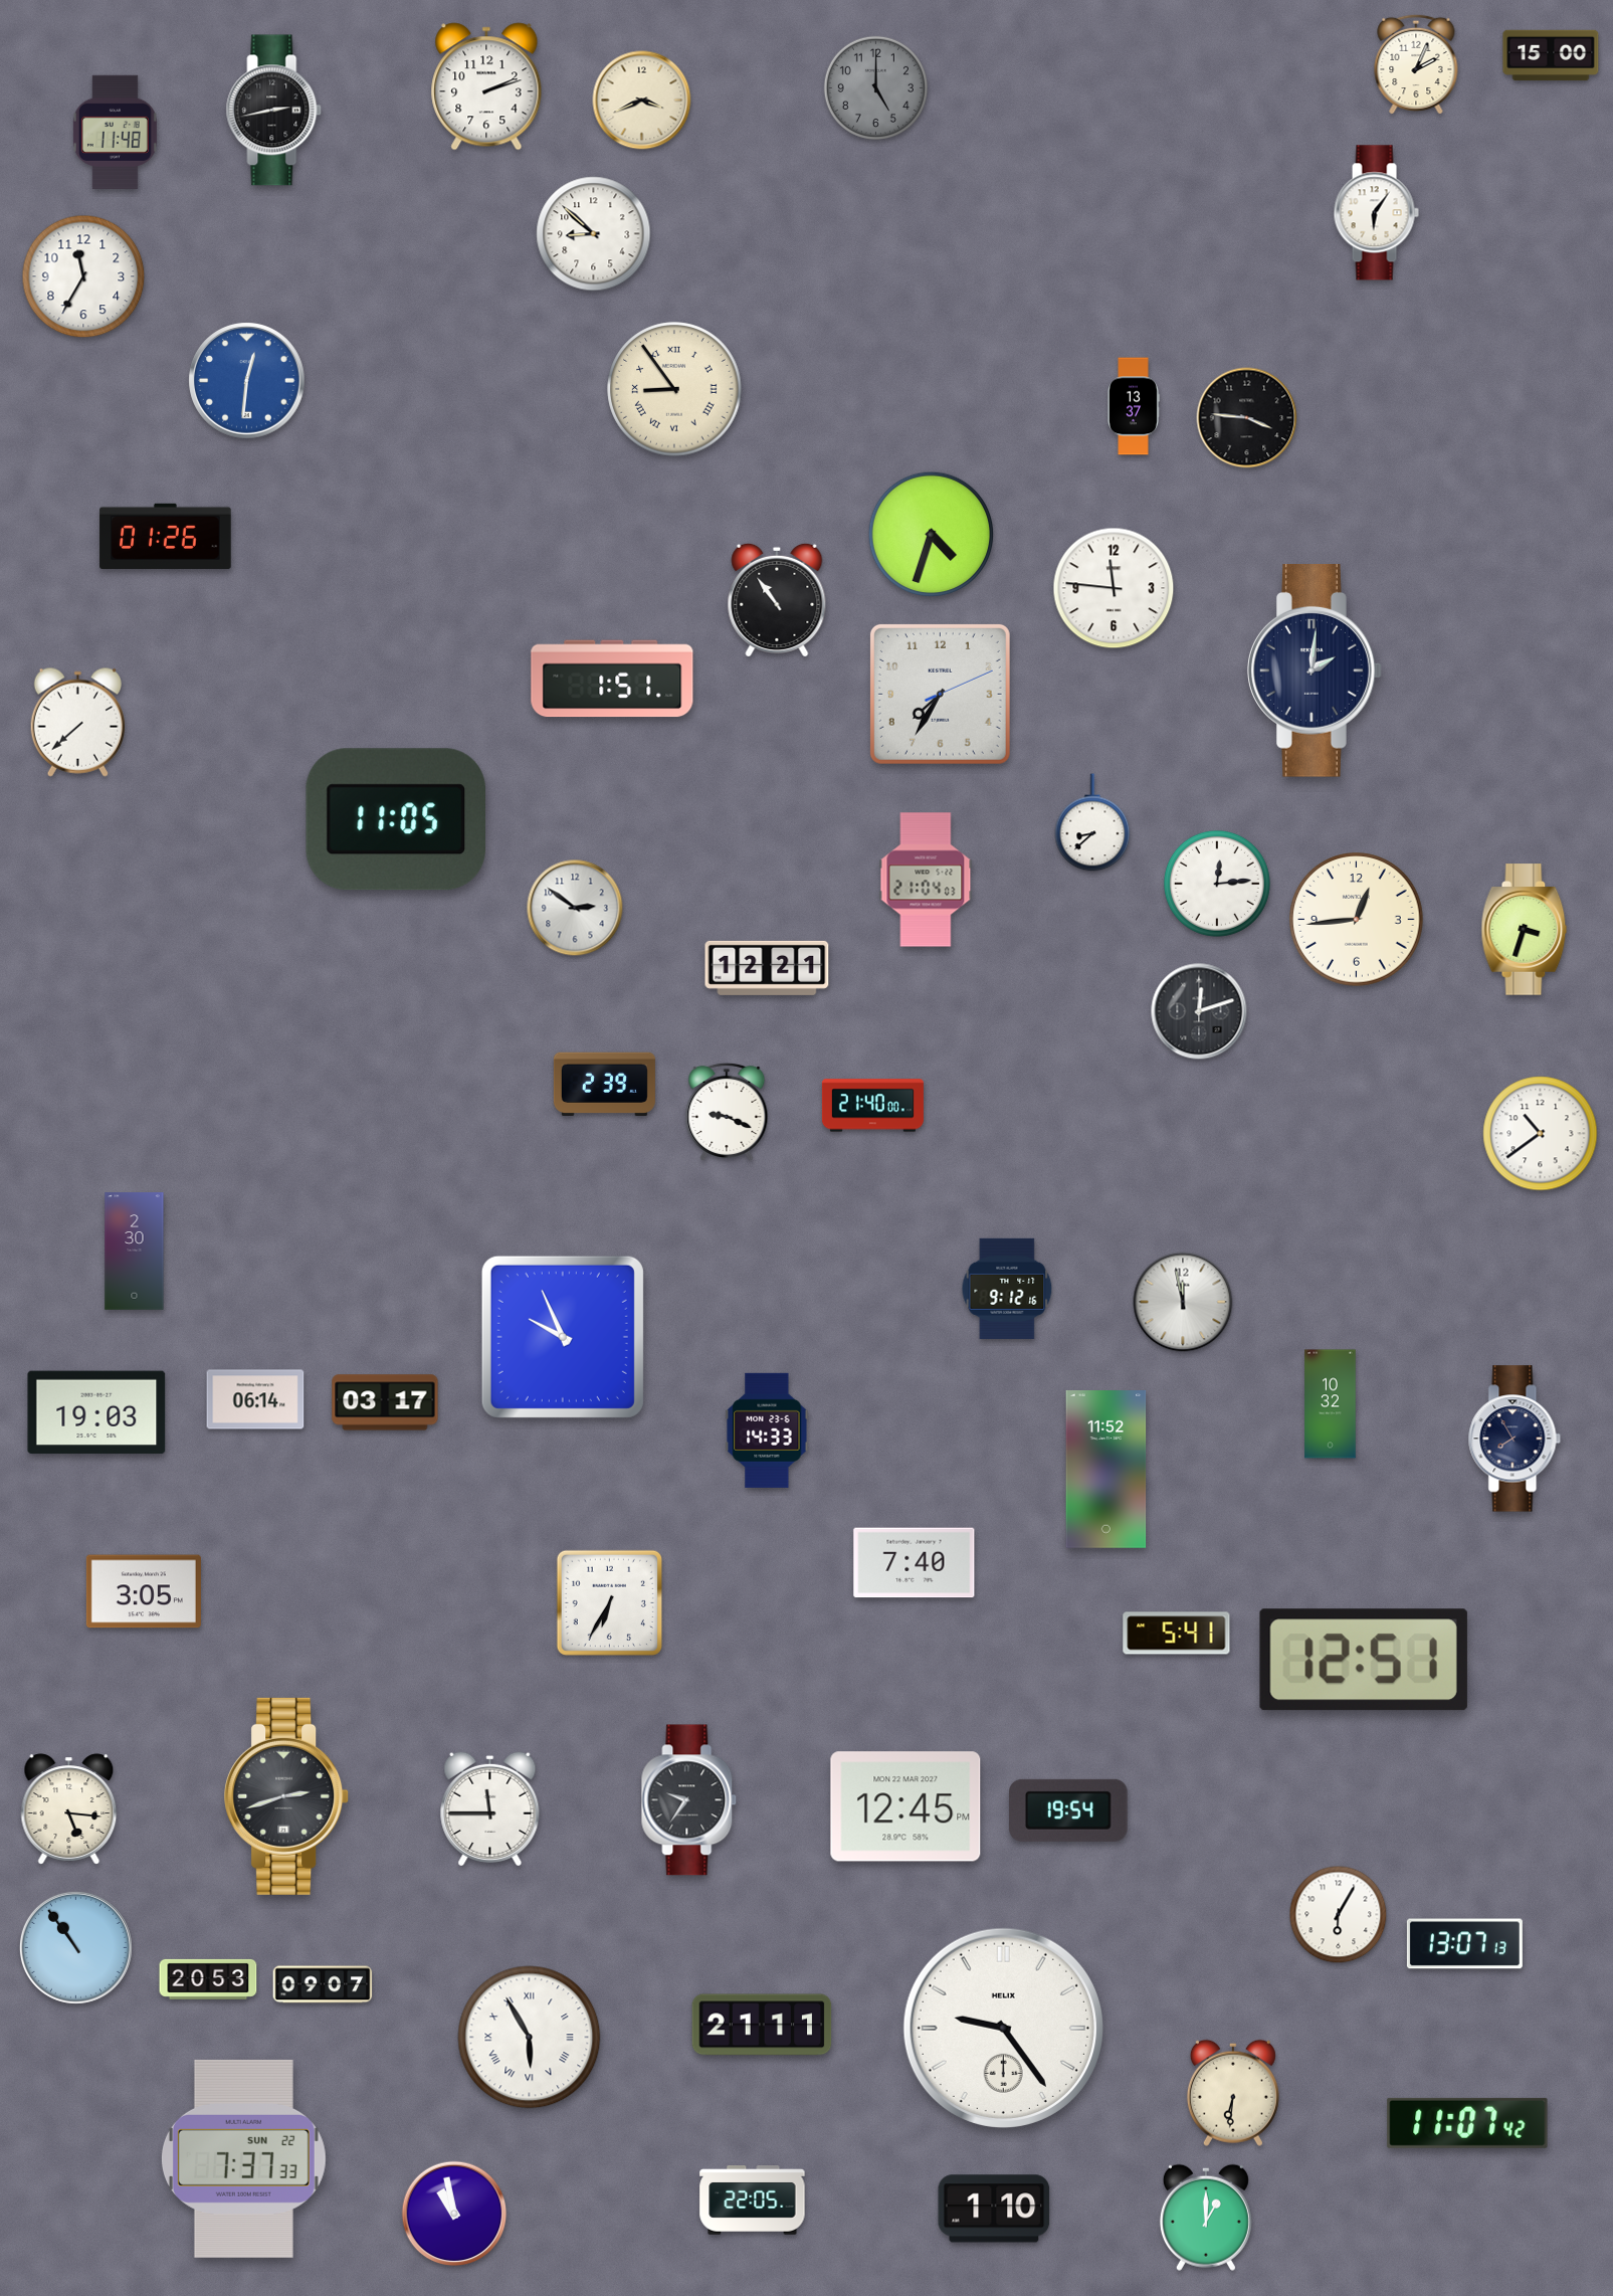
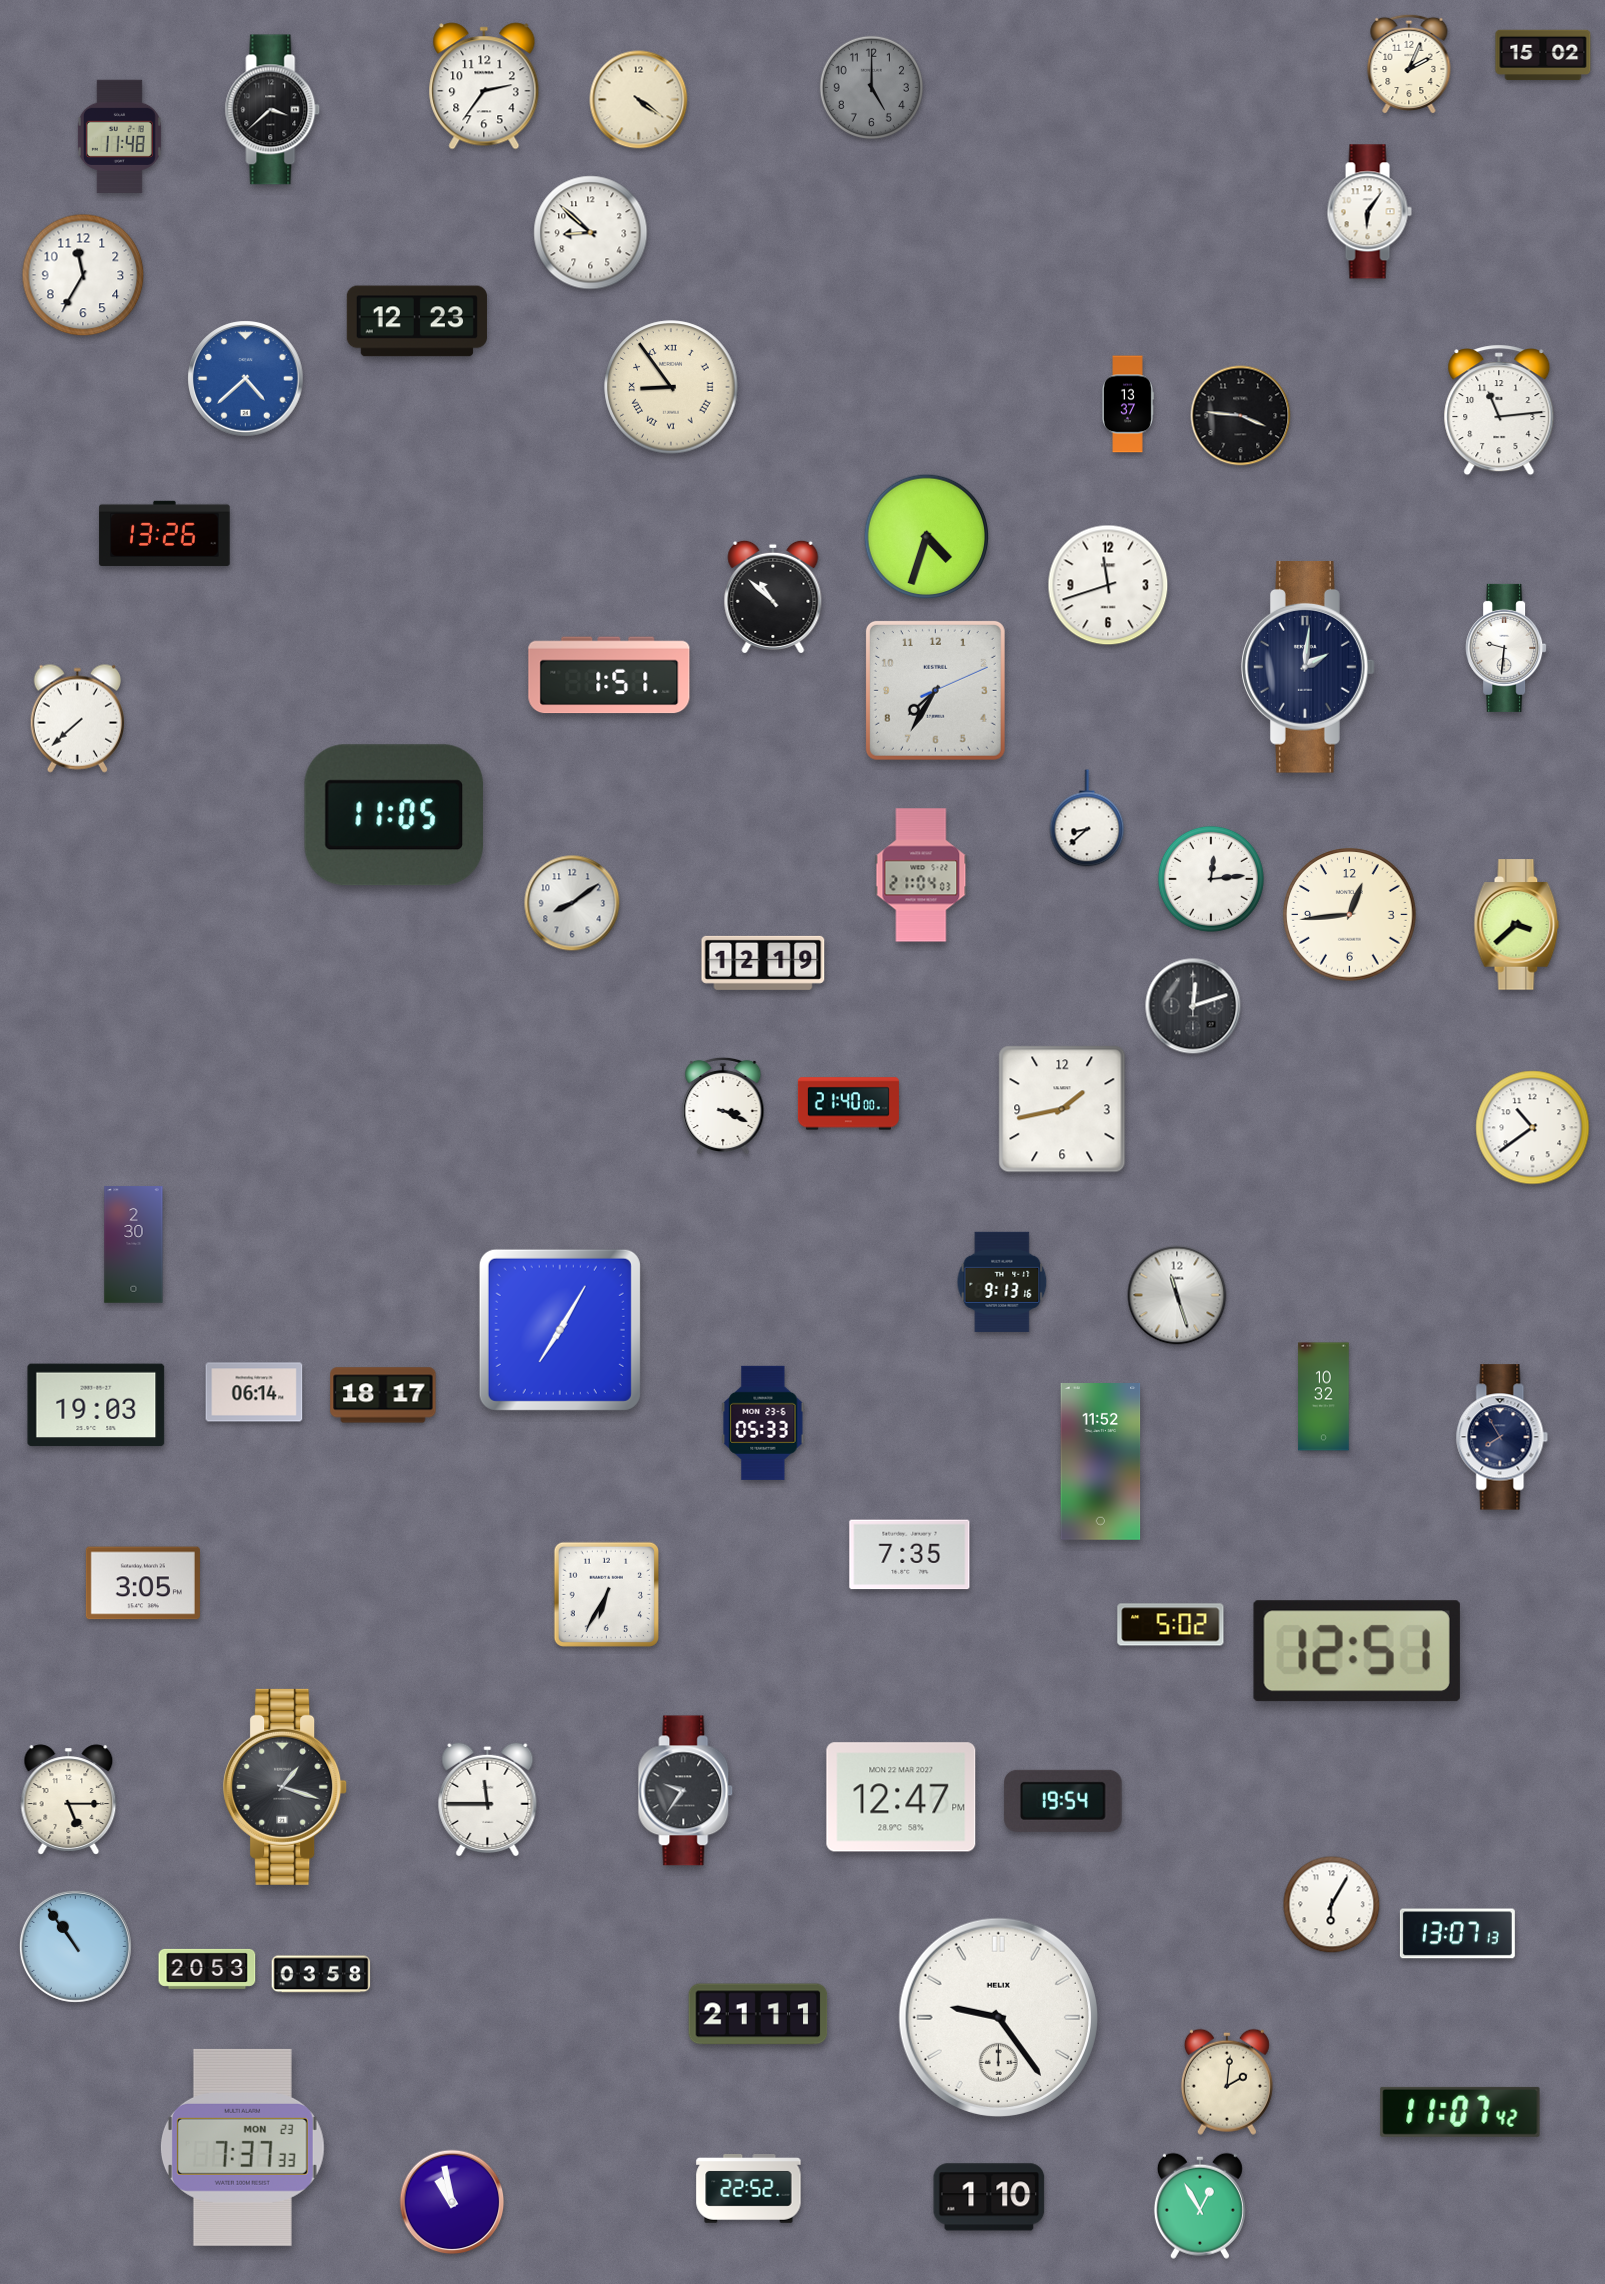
clock at (1551, 55): 15:00 -> 15:02
clock at (486, 86): 2:12 -> 2:36
clock at (642, 101): 3:41 -> 4:21
clock at (274, 111): 2:43 -> 3:38
clock at (115, 132) position: (115, 132) -> (119, 136)
clock at (417, 321): none -> 12:23
clock at (247, 381): 12:31 -> 4:38
clock at (1499, 411): none -> 11:14
clock at (932, 535) position: (932, 535) -> (927, 537)
clock at (166, 536): 01:26 -> 13:26
clock at (1114, 588): 11:46 -> 11:42
clock at (777, 600): 10:54 -> 10:52
clock at (1506, 648): none -> 9:31
clock at (575, 908): 2:51 -> 8:09
clock at (1525, 930): 3:33 -> 3:38
clock at (767, 968): 12:21 -> 12:19
clock at (604, 1084): 2:39 -> none
clock at (872, 1106) position: (872, 1106) -> (848, 1104)
clock at (727, 1112): 9:19 -> 3:19
clock at (1062, 1109): none -> 1:43
clock at (1007, 1289): 9:12 -> 9:13
clock at (1183, 1302): 11:58 -> 11:27
clock at (563, 1337): 9:56 -> 7:05
clock at (385, 1402): 03:17 -> 18:17
clock at (767, 1430): 14:33 -> 05:33
clock at (1515, 1439) position: (1515, 1439) -> (1502, 1437)
clock at (915, 1563): 7:40 -> 7:35
clock at (1177, 1634): 5:41 -> 5:02
clock at (287, 1796): 2:42 -> 1:18
clock at (905, 1806): 12:45 -> 12:47
clock at (69, 1809): 5:16 -> 5:15
clock at (75, 1947) position: (75, 1947) -> (75, 1946)
clock at (323, 1984): 09:07 -> 03:58
clock at (530, 2038): 5:55 -> none
clock at (1233, 2093): 6:31 -> 2:01
clock at (243, 2158) date: SUN 22 -> MON 23
clock at (753, 2201): 22:05 -> 22:52
clock at (1206, 2218): 1:00 -> 12:55
